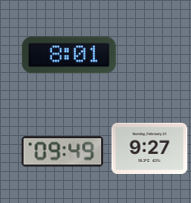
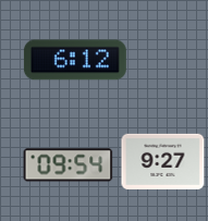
clock at (69, 55): 8:01 -> 6:12
clock at (63, 152): 09:49 -> 09:54
